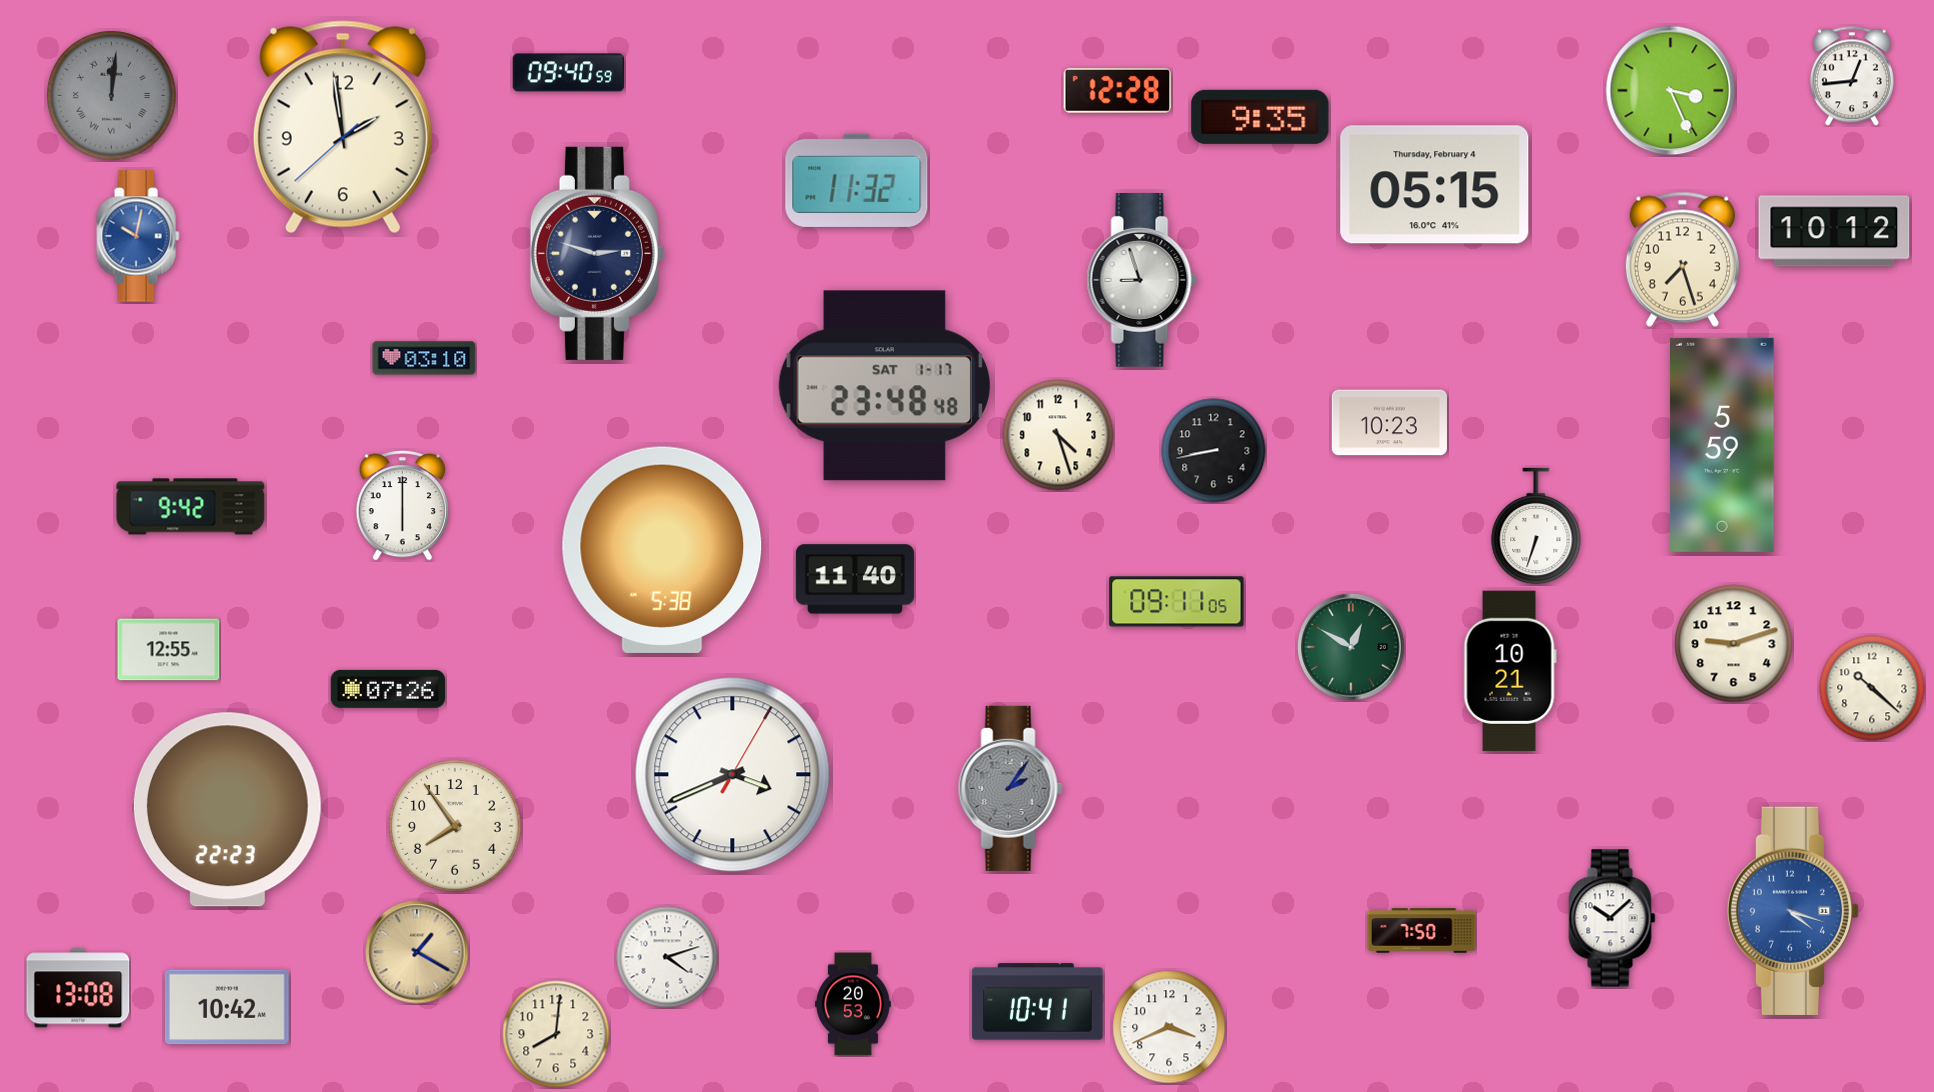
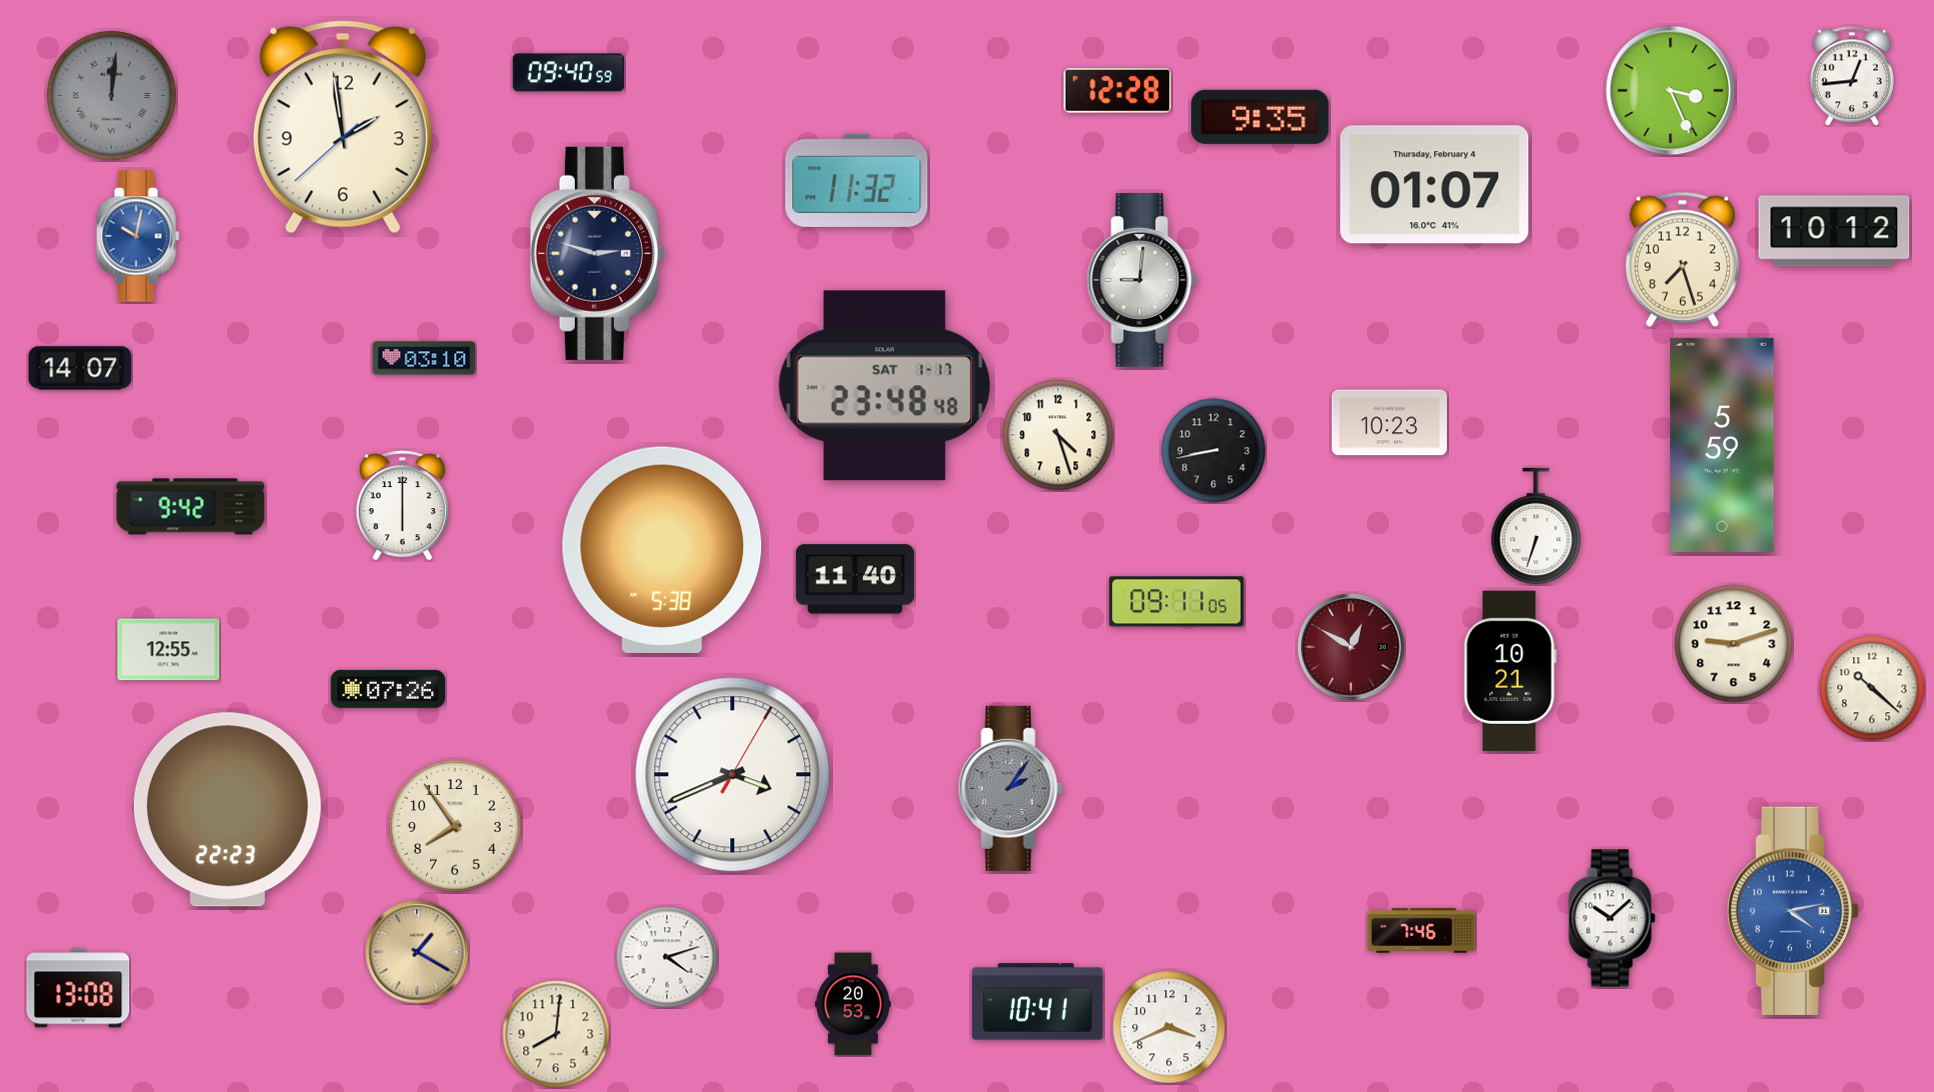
clock at (1435, 185): 05:15 -> 01:07
clock at (1142, 280): 8:57 -> 9:01
clock at (80, 368): none -> 14:07
clock at (1351, 647) dial: green -> burgundy
clock at (1793, 911): 4:18 -> 4:13
clock at (1422, 931): 7:50 -> 7:46
clock at (227, 1007): 10:42 -> none
